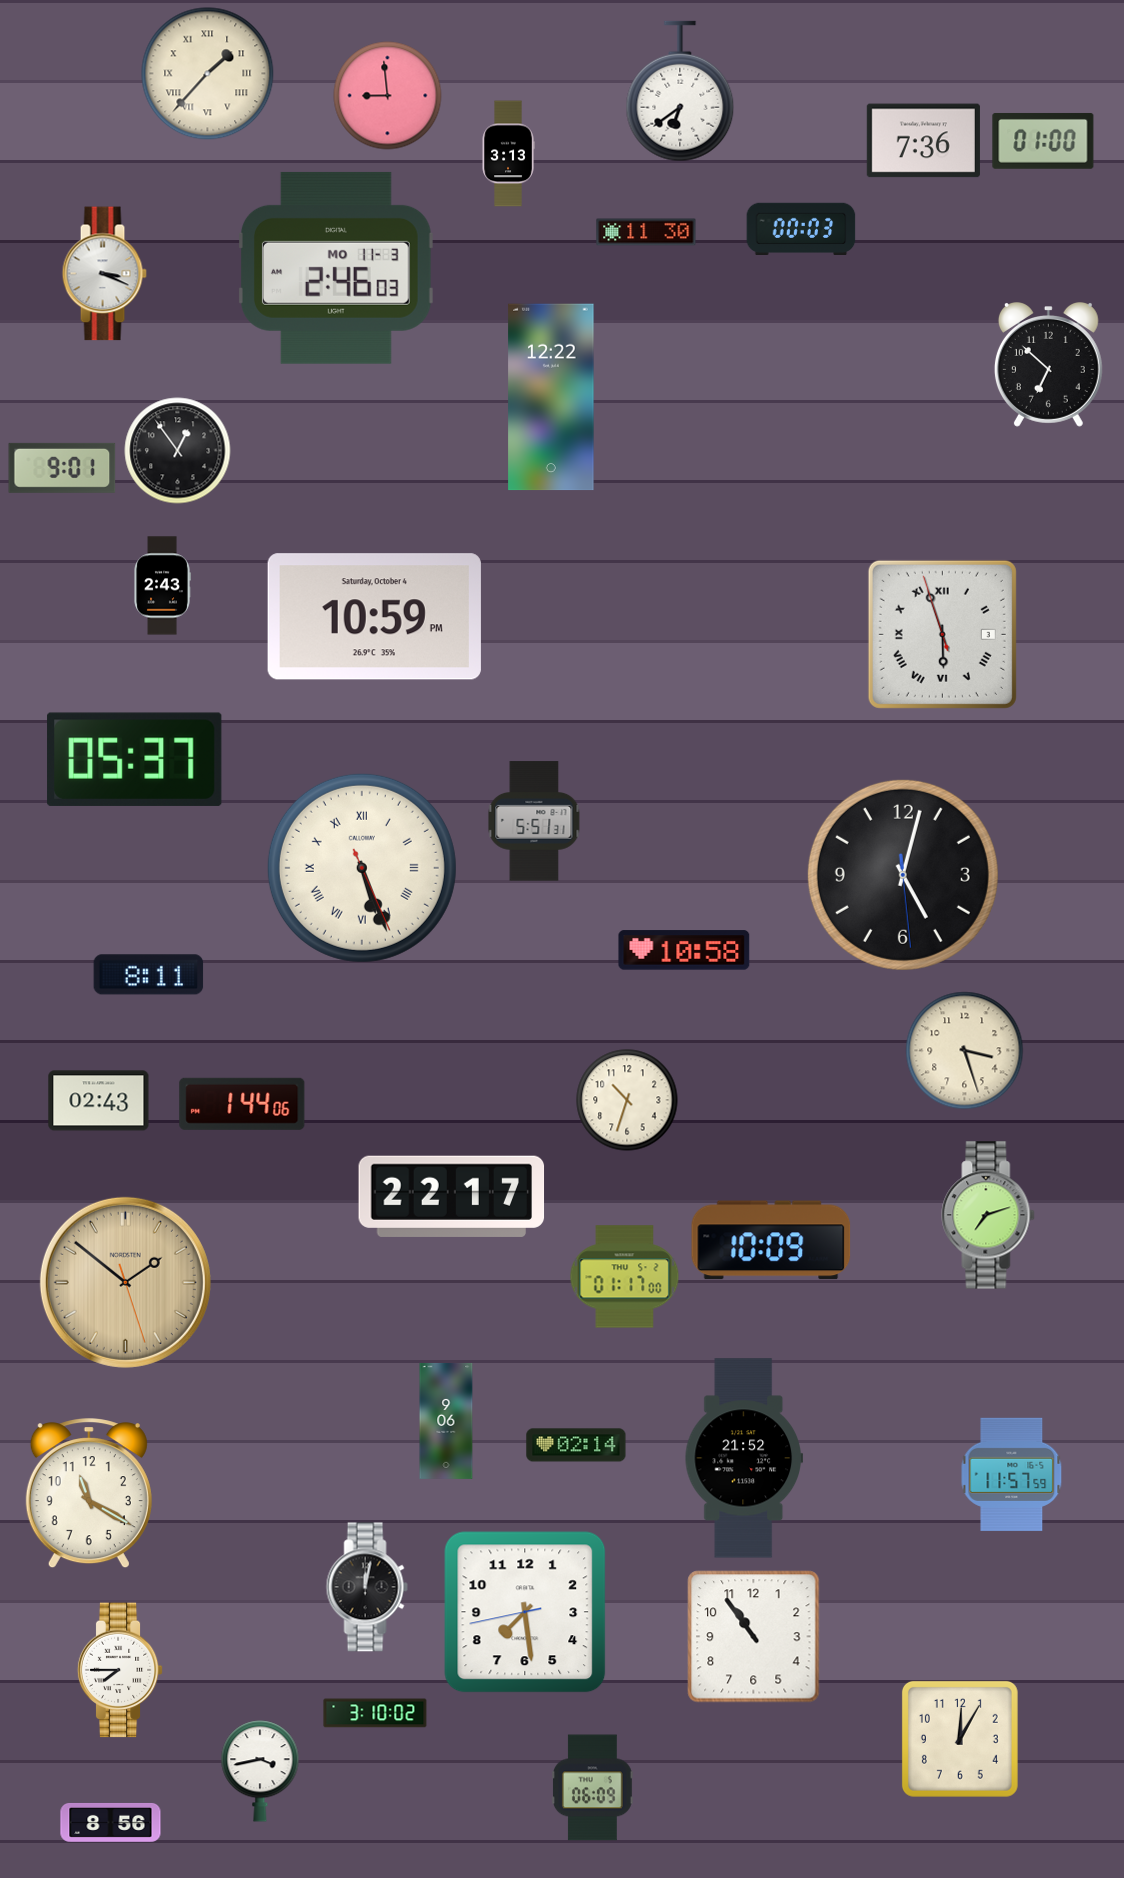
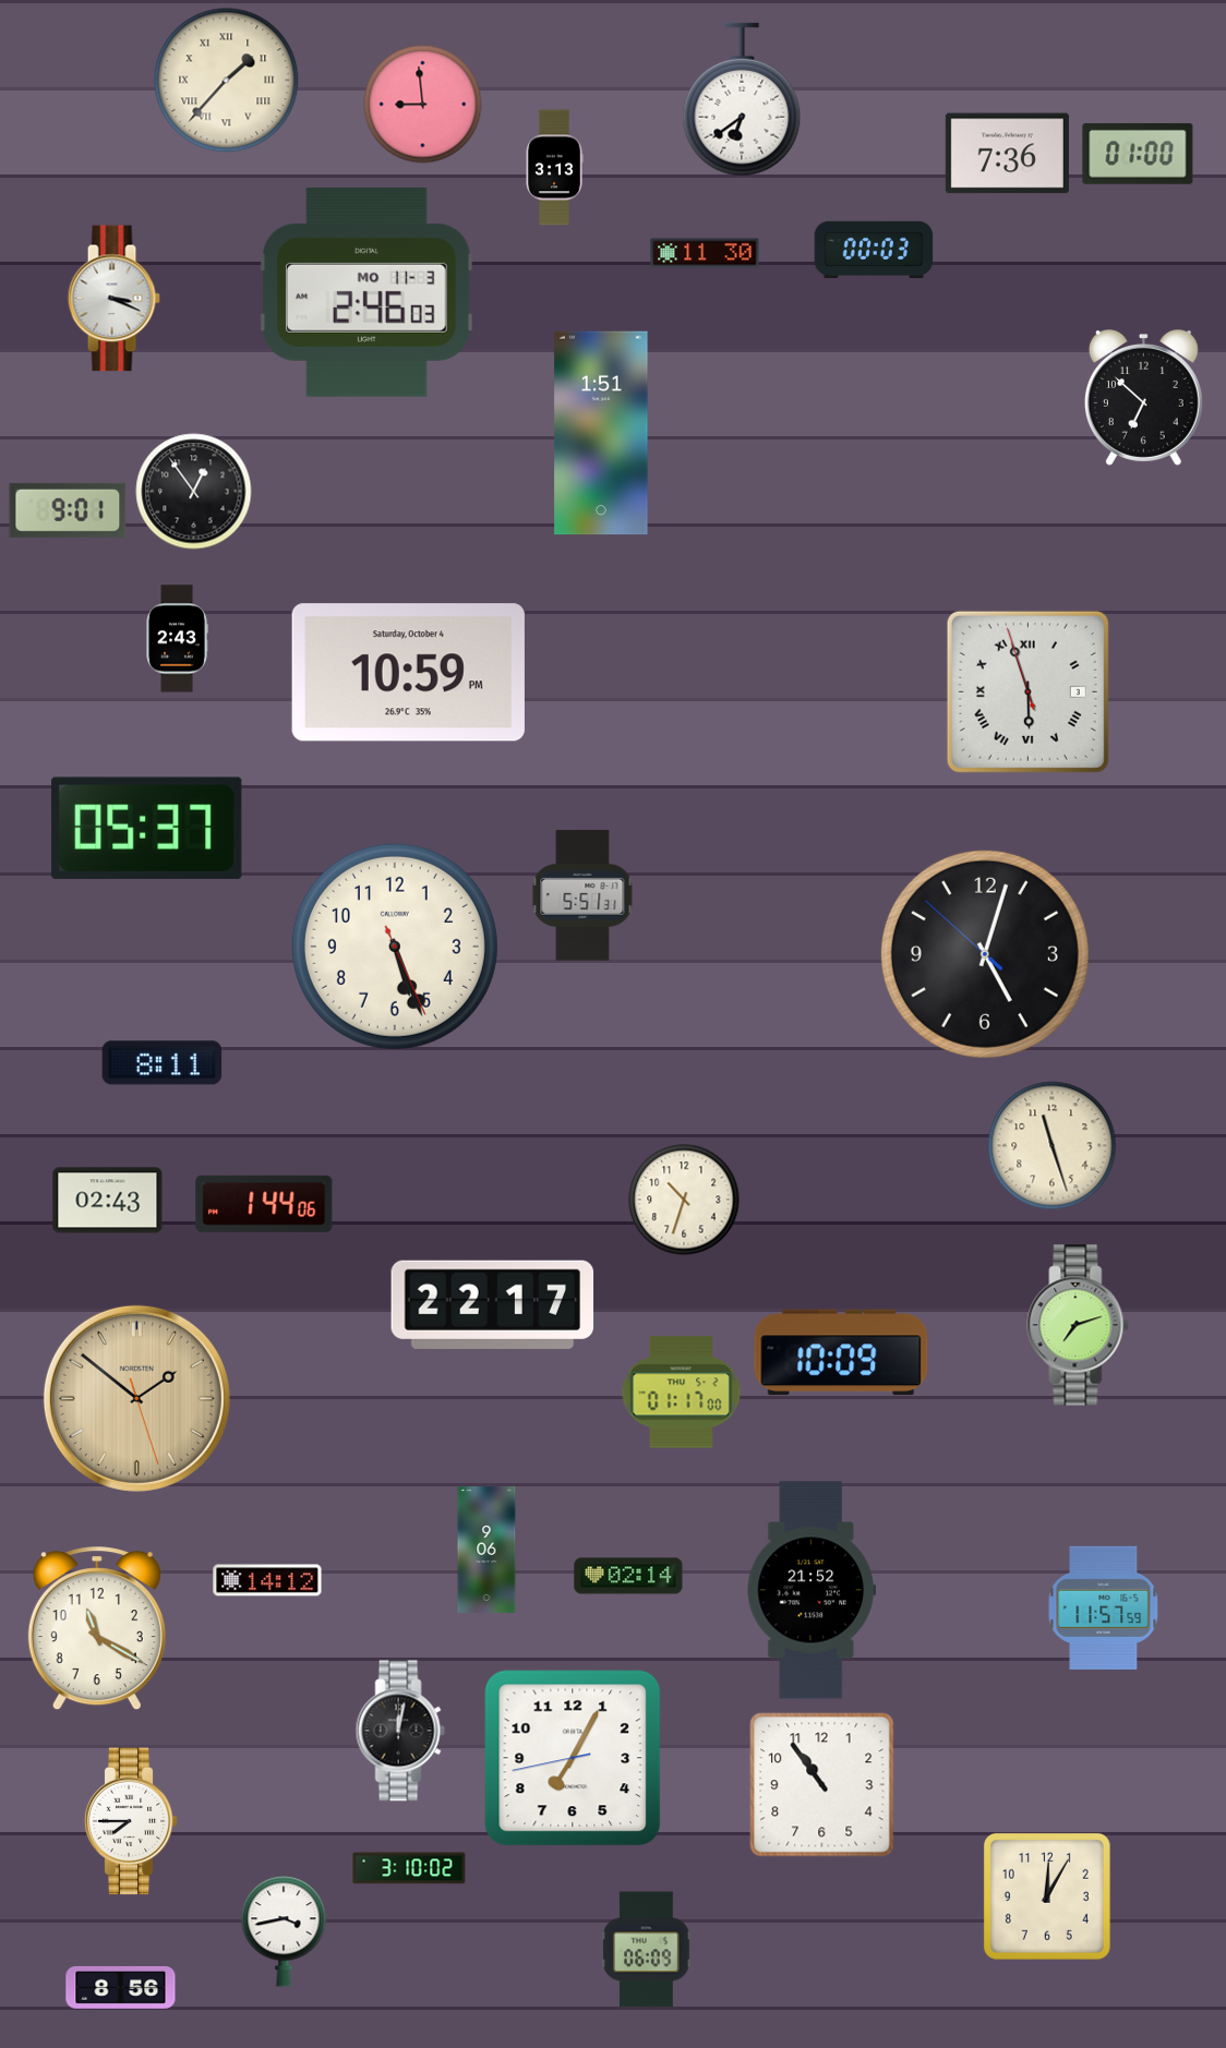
clock at (551, 397): 12:22 -> 1:51
clock at (362, 868) numerals: Roman -> Arabic
clock at (903, 875): 5:02:29 -> 5:02:52
clock at (684, 950): 10:58 -> none
clock at (965, 1051): 3:27 -> 11:27
clock at (267, 1580): none -> 14:12
clock at (525, 1612): 7:28 -> 7:04
